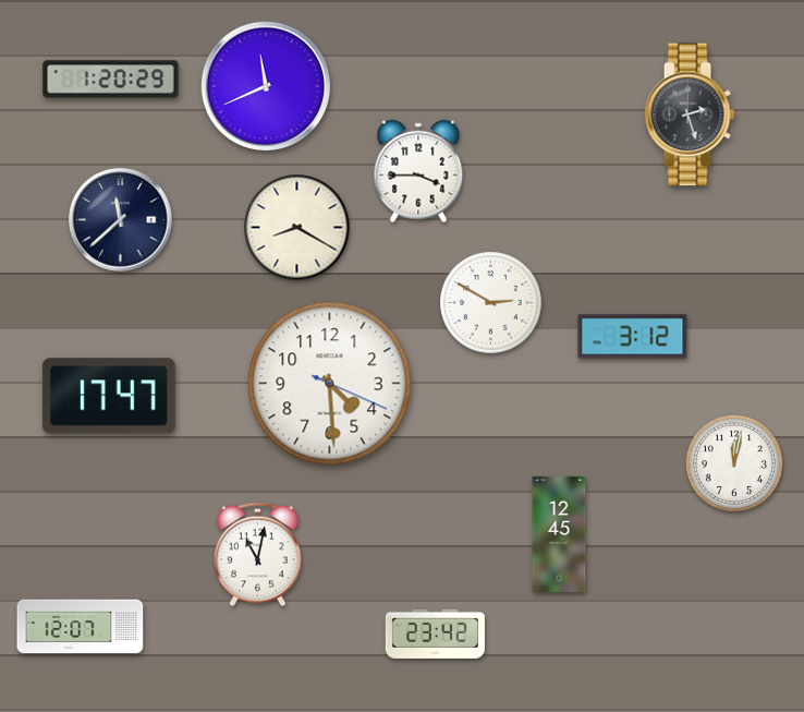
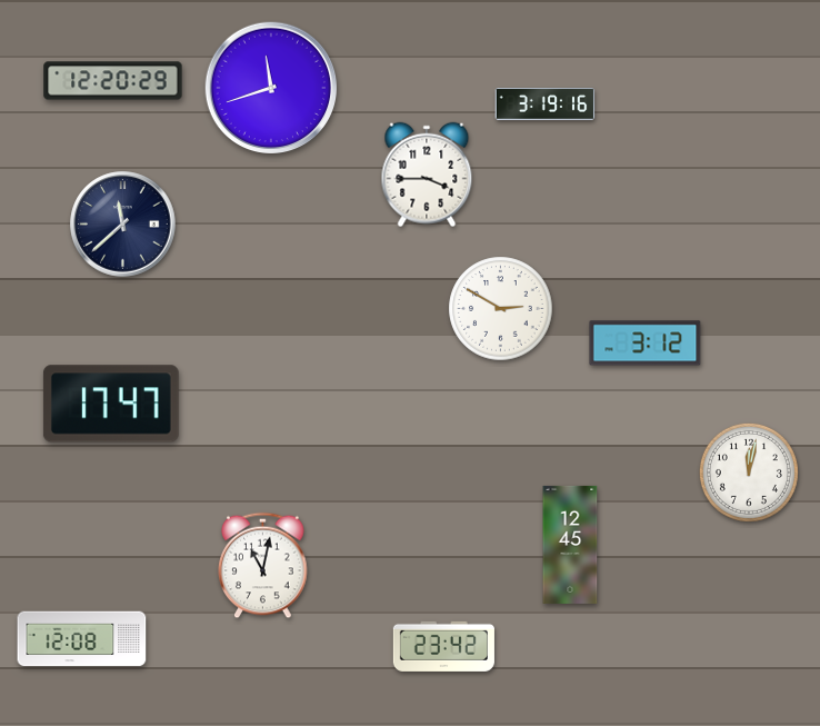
clock at (111, 80): 1:20 -> 12:20
clock at (265, 85): 11:41 -> 11:42
clock at (546, 103): none -> 3:19
clock at (690, 114): 2:27 -> none
clock at (297, 228): 8:20 -> none
clock at (330, 384): 4:29 -> none
clock at (81, 627): 12:07 -> 12:08
